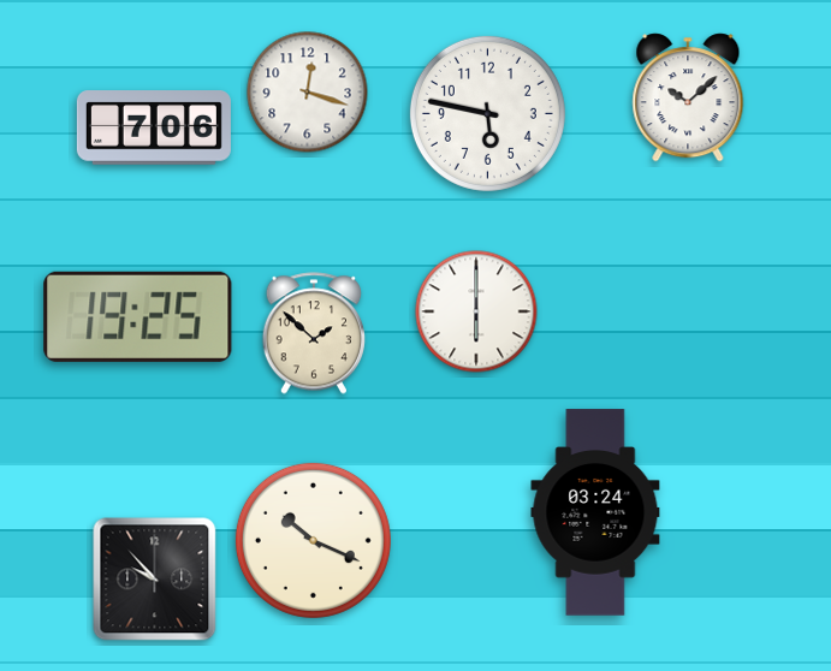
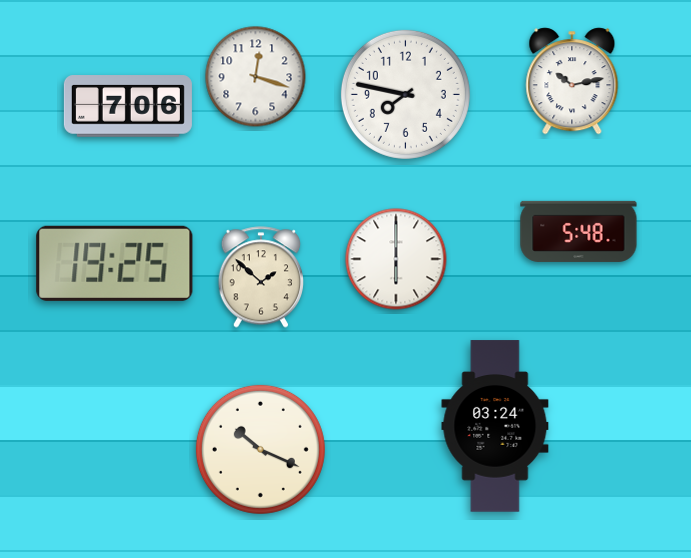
clock at (688, 97): 10:08 -> 10:13
clock at (487, 113): 5:47 -> 7:47
clock at (579, 231): none -> 5:48
clock at (155, 580): 9:53 -> none
